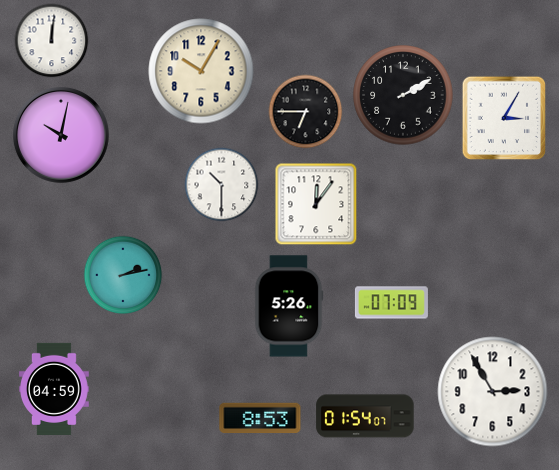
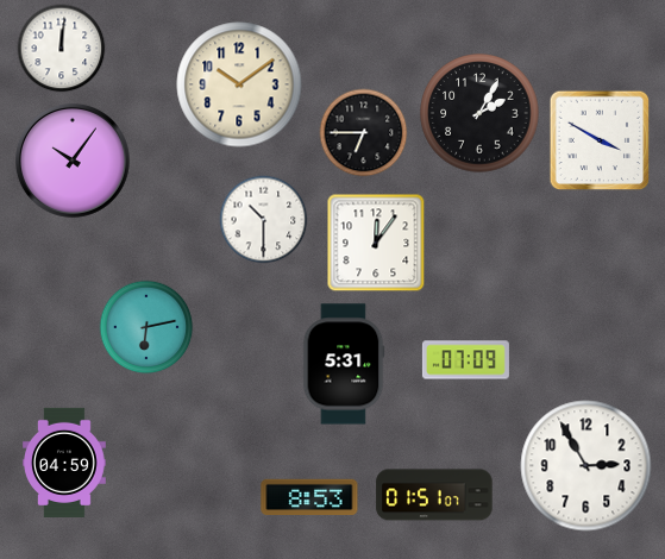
clock at (201, 71): 10:05 -> 10:09
clock at (403, 95): 2:10 -> 2:05
clock at (504, 118): 3:05 -> 3:50
clock at (61, 135): 10:02 -> 10:06
clock at (123, 275): 2:13 -> 6:13
clock at (289, 306): 5:26 -> 5:31
clock at (365, 416): 01:54 -> 01:51
